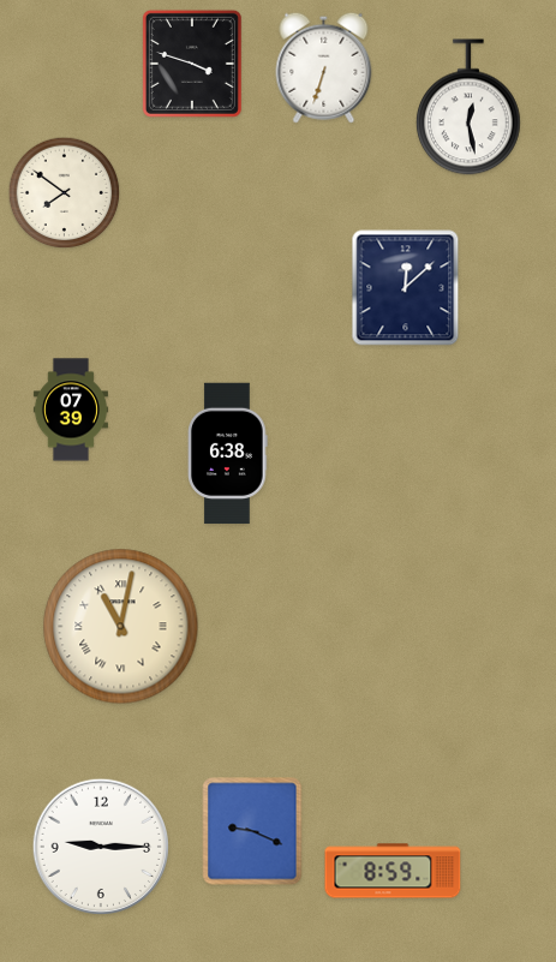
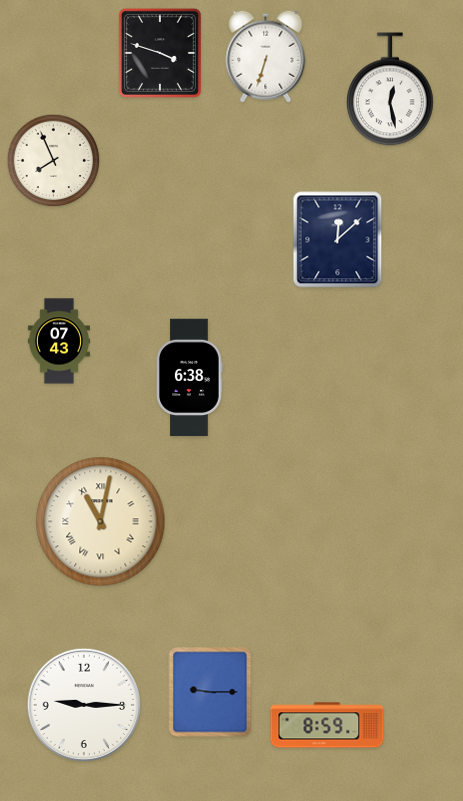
clock at (324, 67) position: (324, 67) -> (266, 56)
clock at (65, 193): 7:51 -> 7:56
clock at (71, 410): 07:39 -> 07:43
clock at (252, 831): 9:19 -> 9:15
